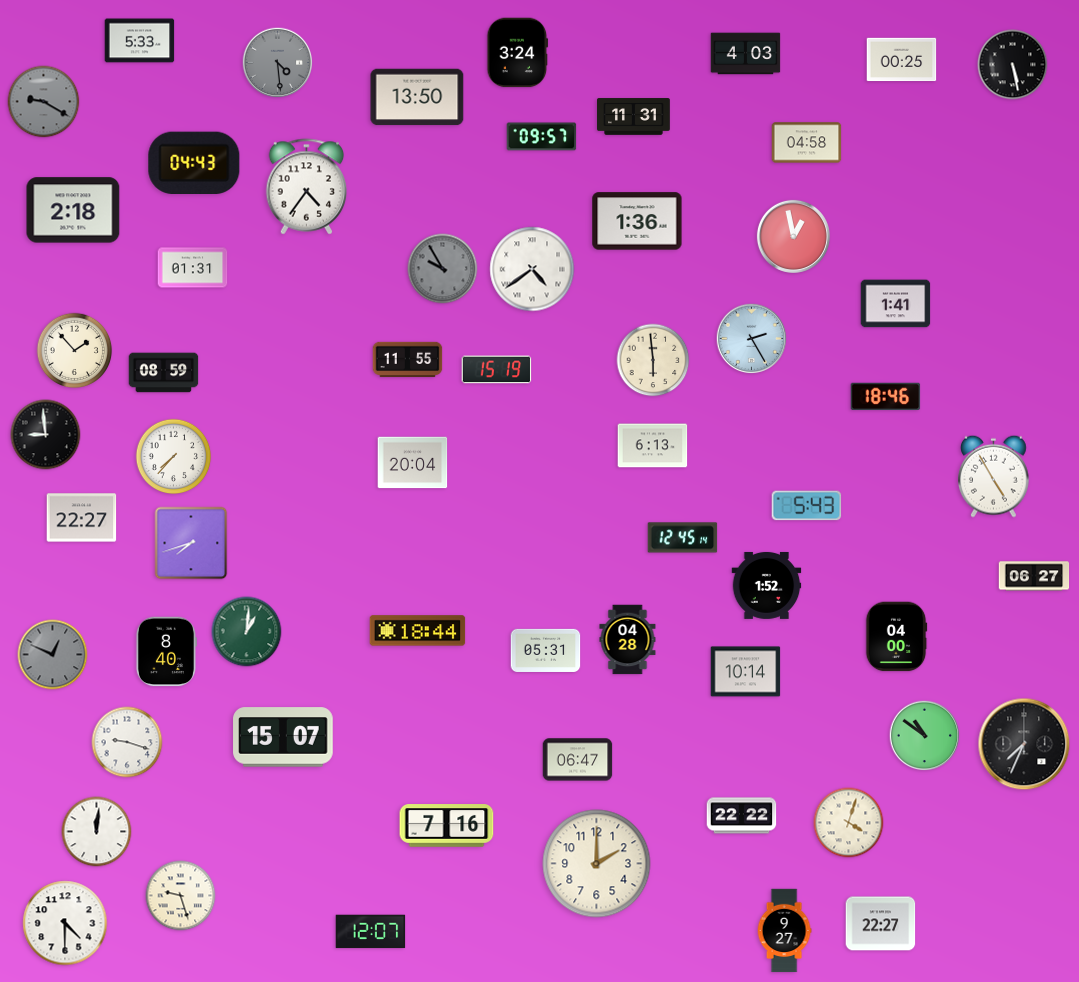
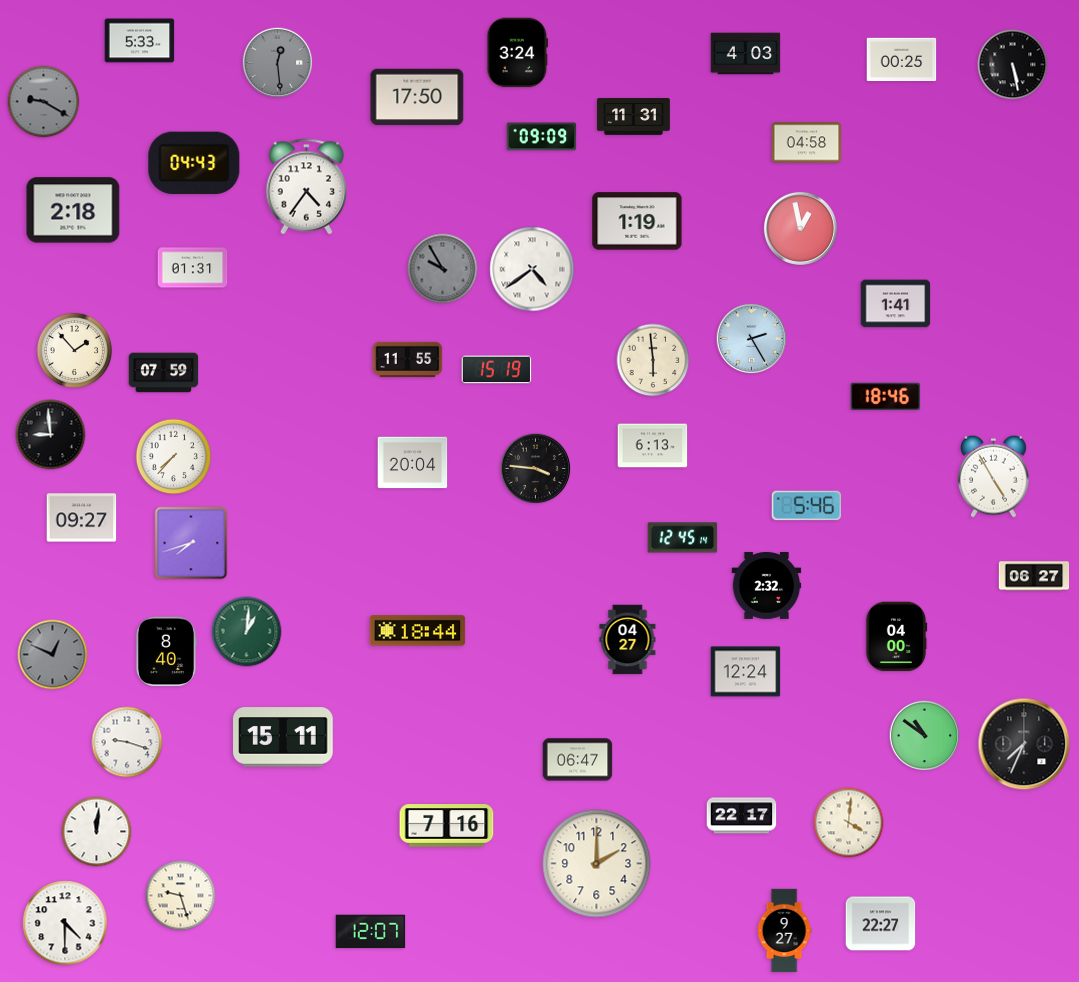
clock at (278, 63): 4:29 -> 12:29
clock at (417, 97): 13:50 -> 17:50
clock at (542, 137): 09:57 -> 09:09
clock at (637, 221): 1:36 -> 1:19
clock at (793, 236) position: (793, 236) -> (800, 228)
clock at (164, 373): 08:59 -> 07:59
clock at (46, 435) position: (46, 435) -> (51, 435)
clock at (536, 469): none -> 3:46
clock at (807, 506): 5:43 -> 5:46
clock at (82, 518): 22:27 -> 09:27
clock at (767, 585): 1:52 -> 2:32
clock at (628, 640): 04:28 -> 04:27
clock at (546, 650): 05:31 -> none
clock at (746, 672): 10:14 -> 12:24
clock at (283, 737): 15:07 -> 15:11
clock at (742, 816): 22:22 -> 22:17
clock at (849, 823): 4:03 -> 4:01
